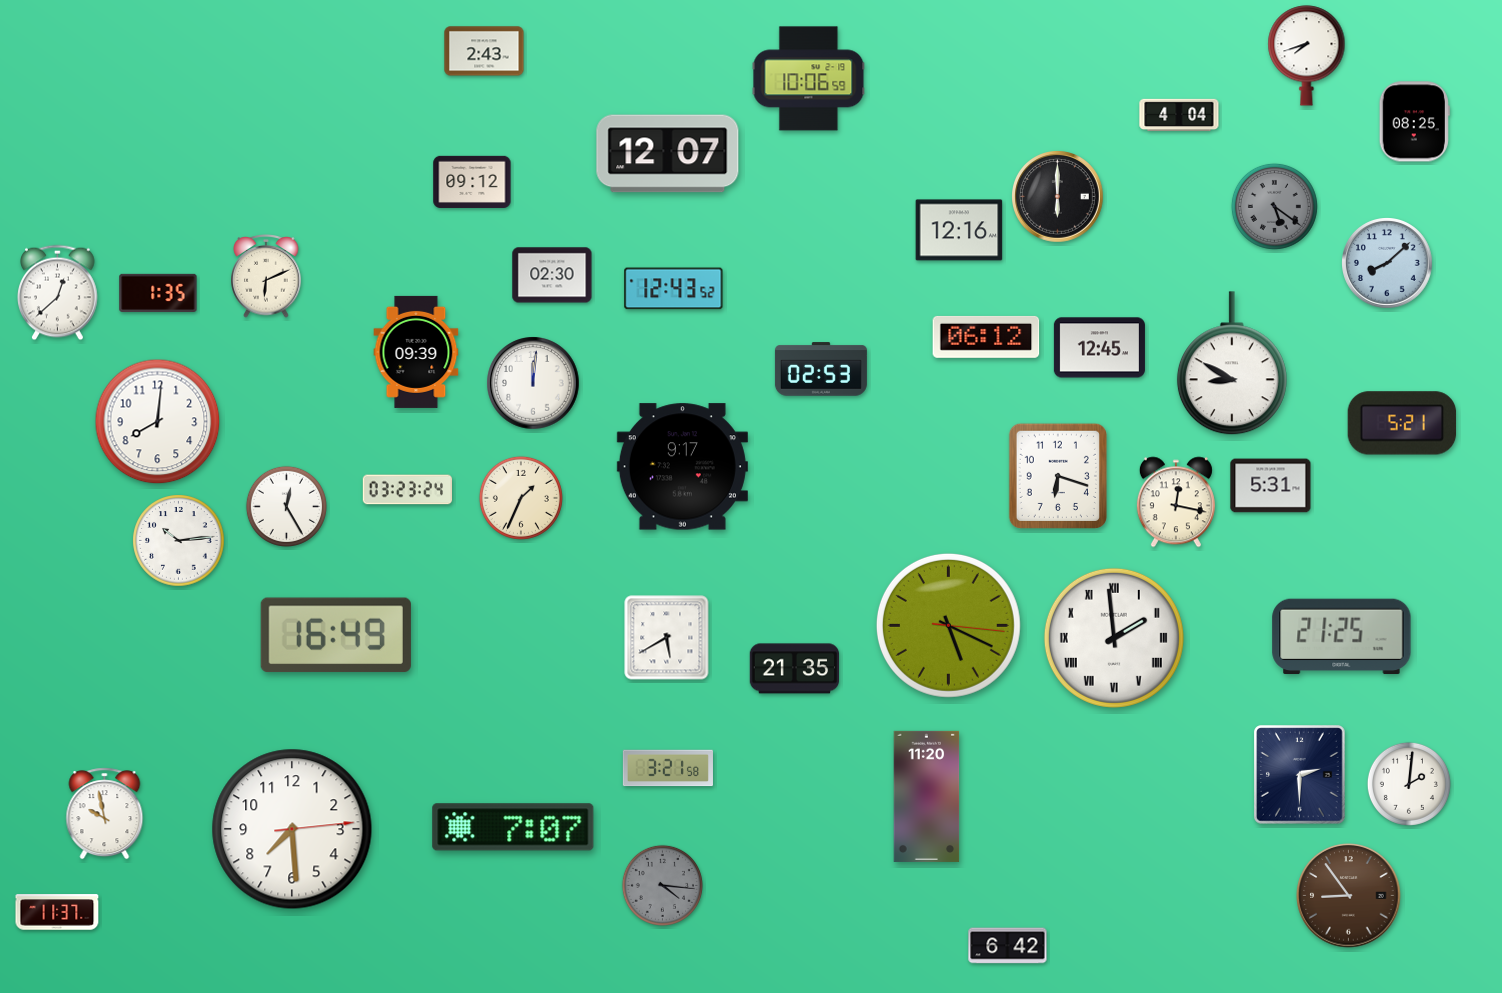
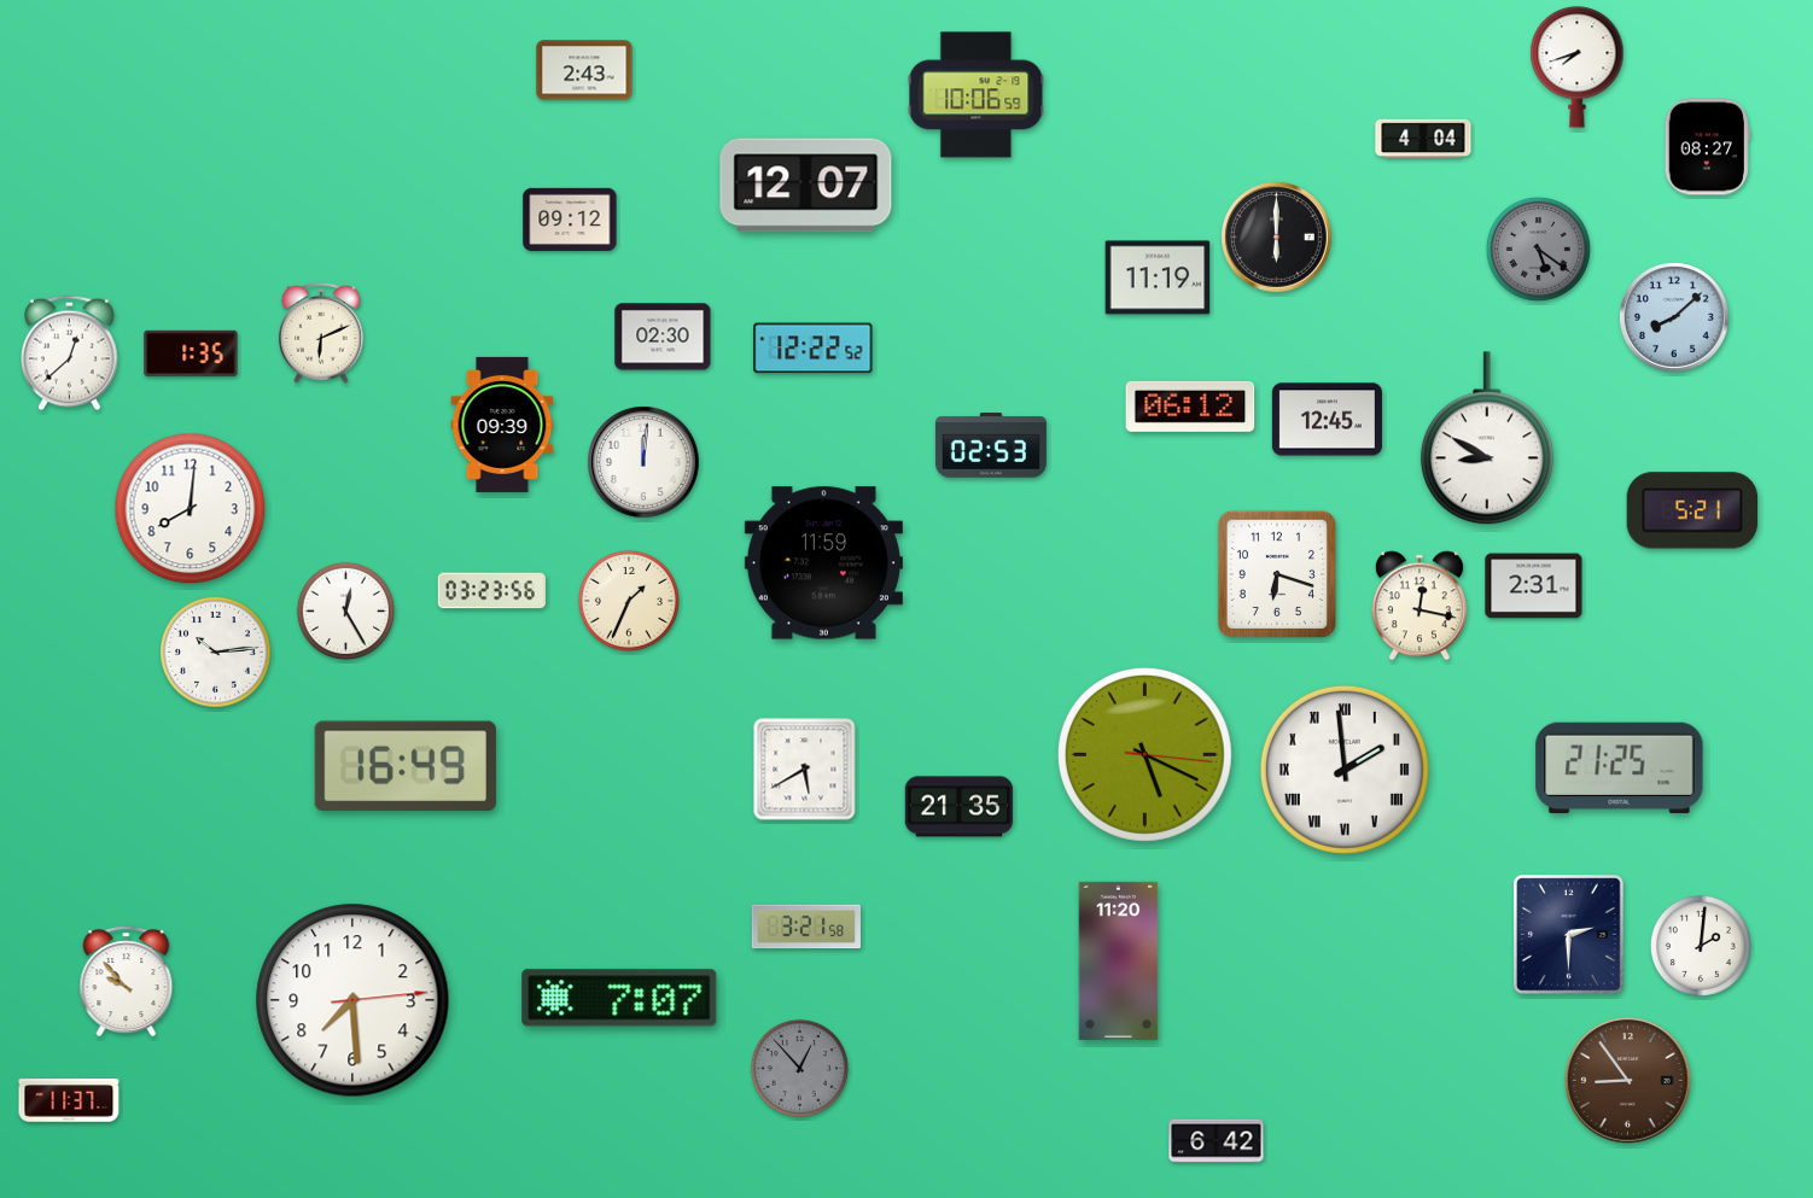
clock at (484, 51) position: (484, 51) -> (584, 70)
clock at (1414, 122): 08:25 -> 08:27
clock at (959, 230): 12:16 -> 11:19
clock at (552, 275) position: (552, 275) -> (663, 337)
clock at (674, 289): 12:43 -> 12:22
clock at (682, 467): 9:17 -> 11:59
clock at (1271, 486): 5:31 -> 2:31
clock at (408, 490): 03:23:24 -> 03:23:56
clock at (105, 814): 9:58 -> 9:53
clock at (662, 885): 4:16 -> 12:53
